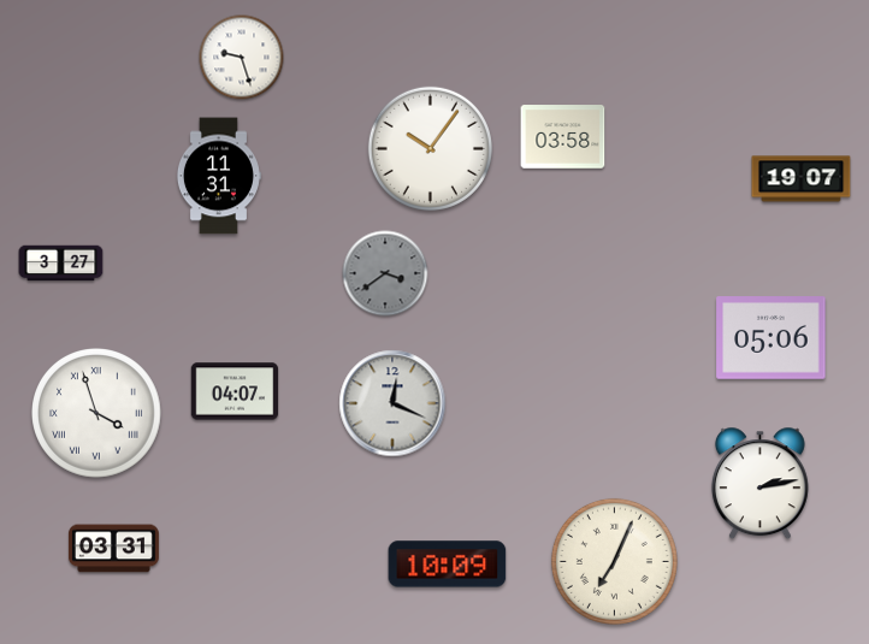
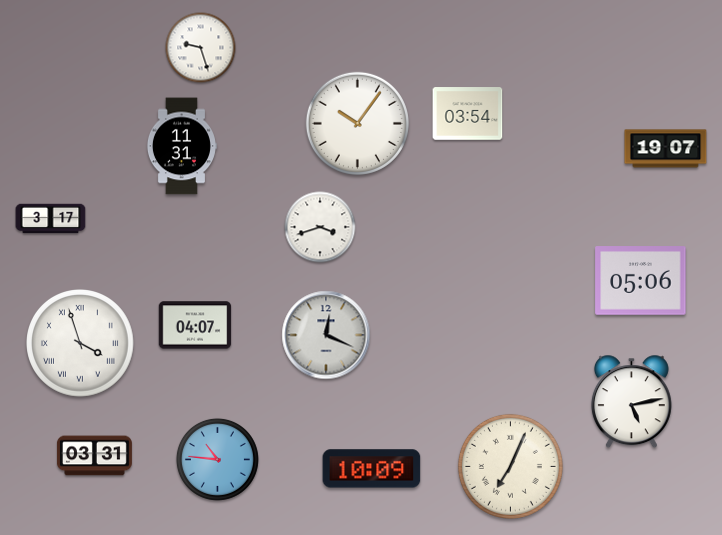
clock at (563, 137): 03:58 -> 03:54
clock at (61, 264): 3:27 -> 3:17
clock at (385, 273): 3:39 -> 3:42
clock at (385, 273) dial: grey -> white
clock at (759, 484): 2:13 -> 5:13
clock at (217, 459): none -> 10:46
